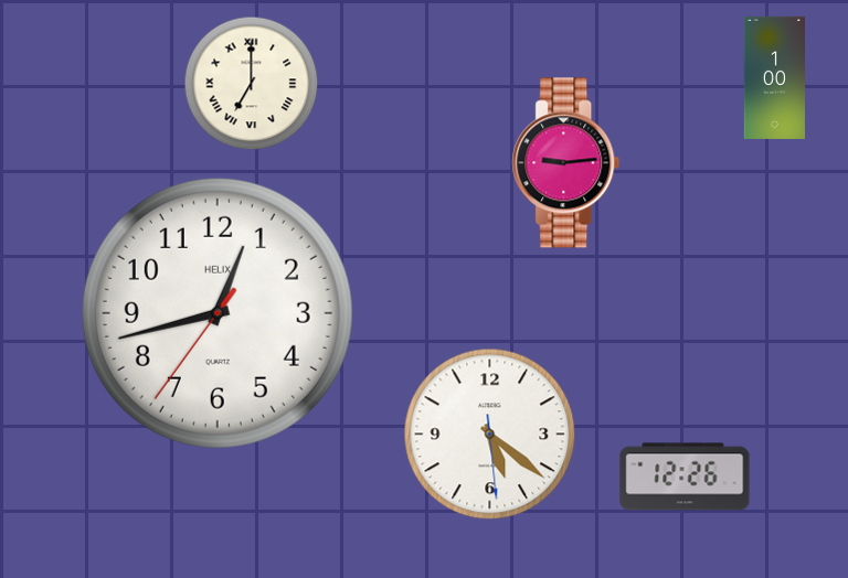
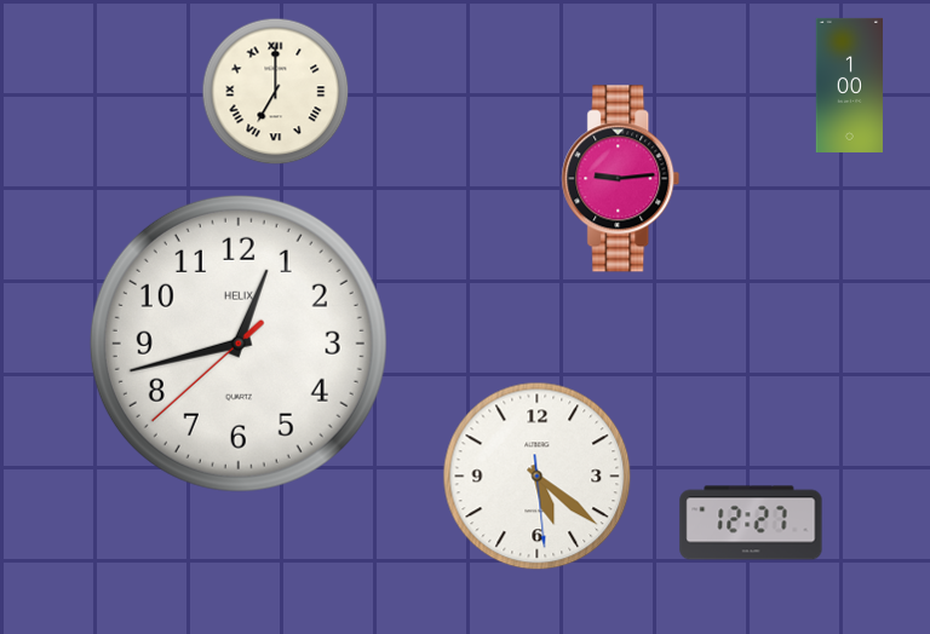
clock at (218, 313): 12:42:36 -> 12:42:38
clock at (685, 477): 12:26 -> 12:27
